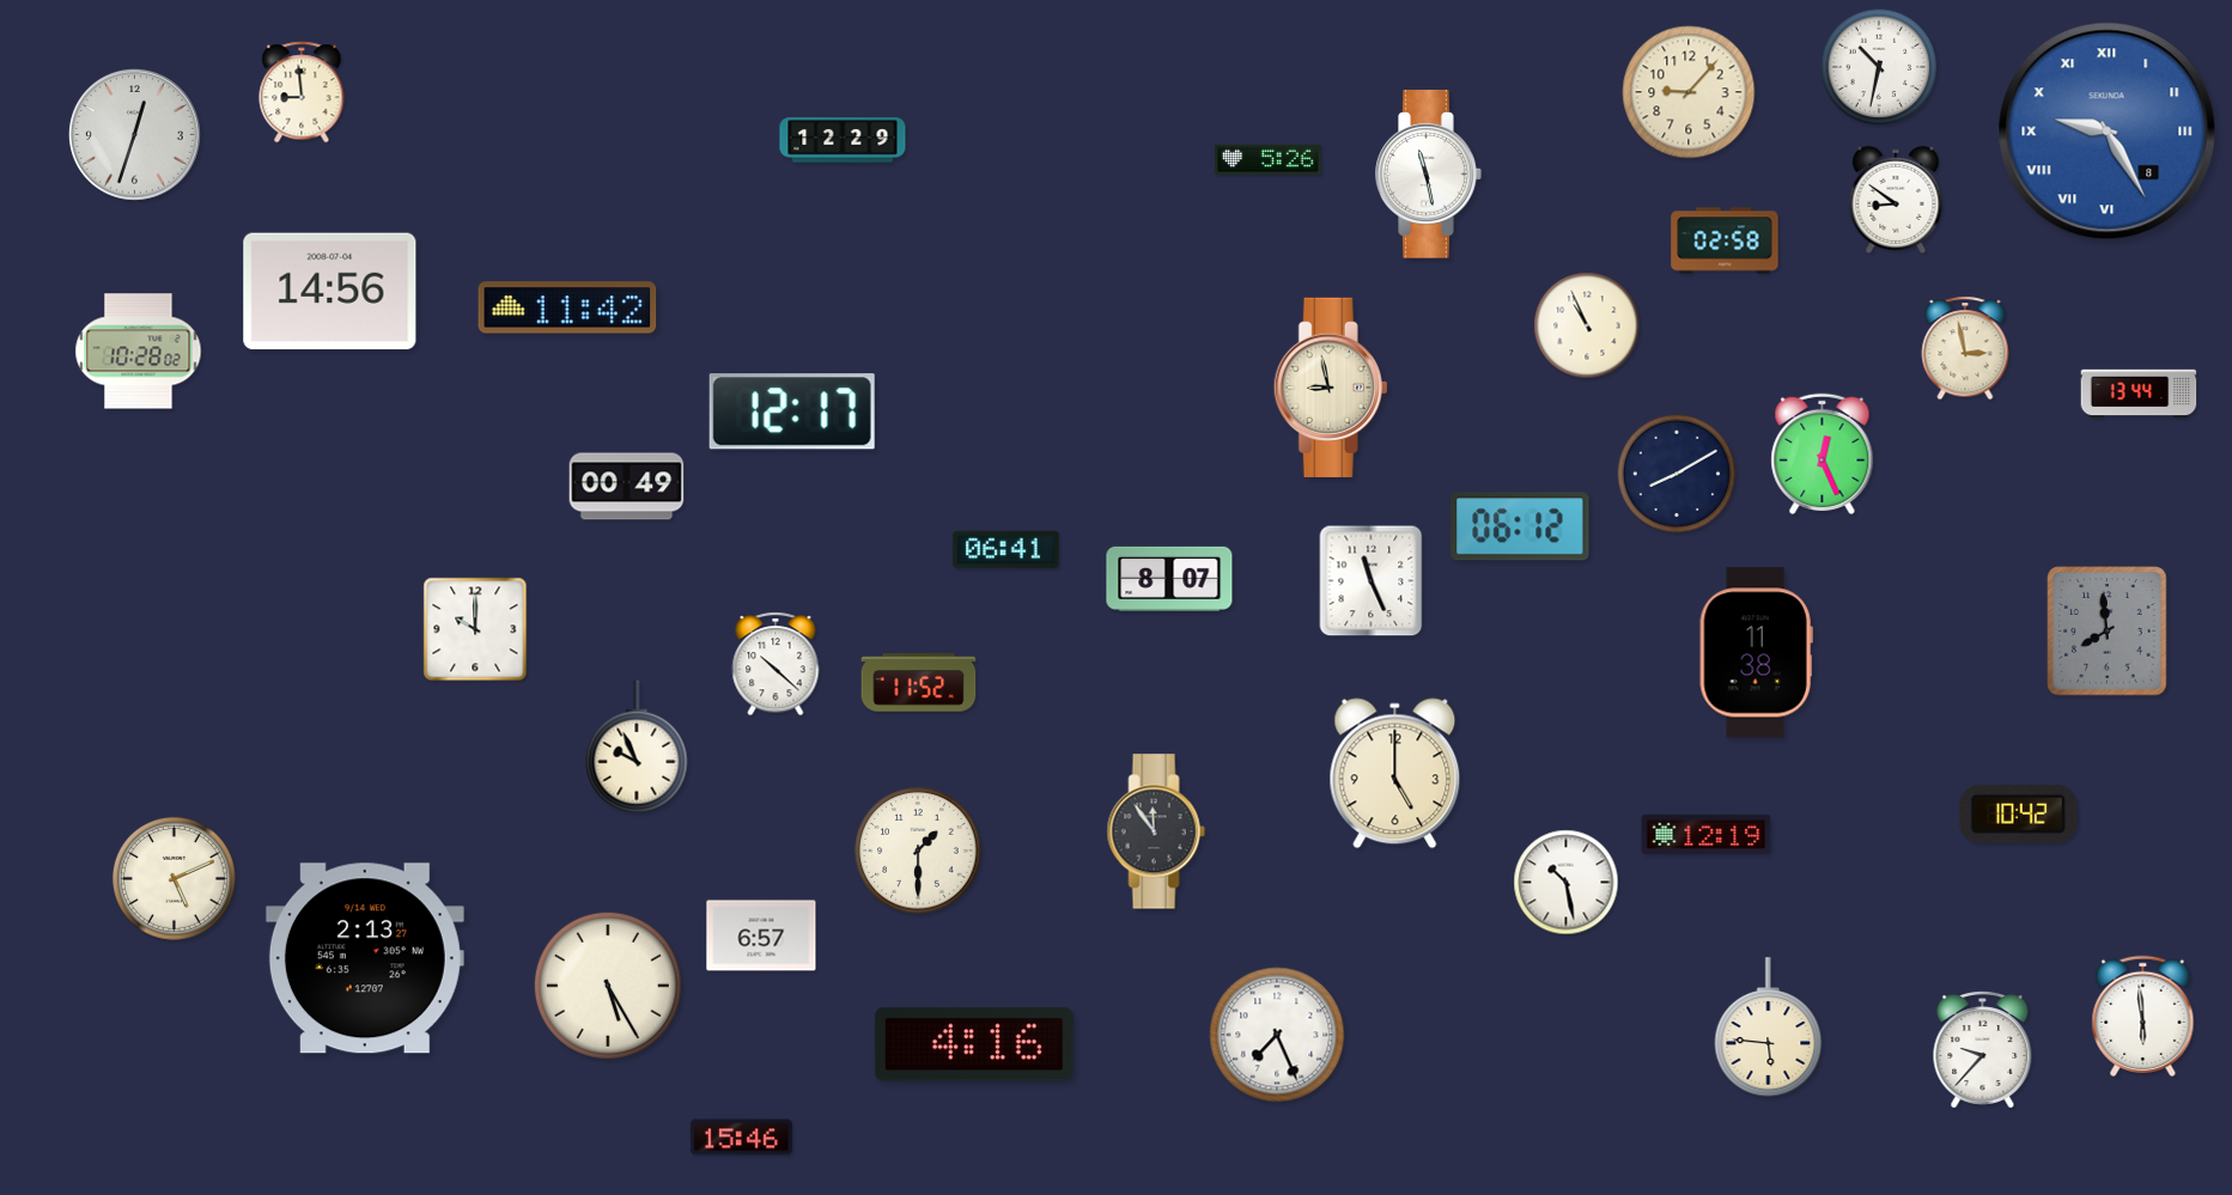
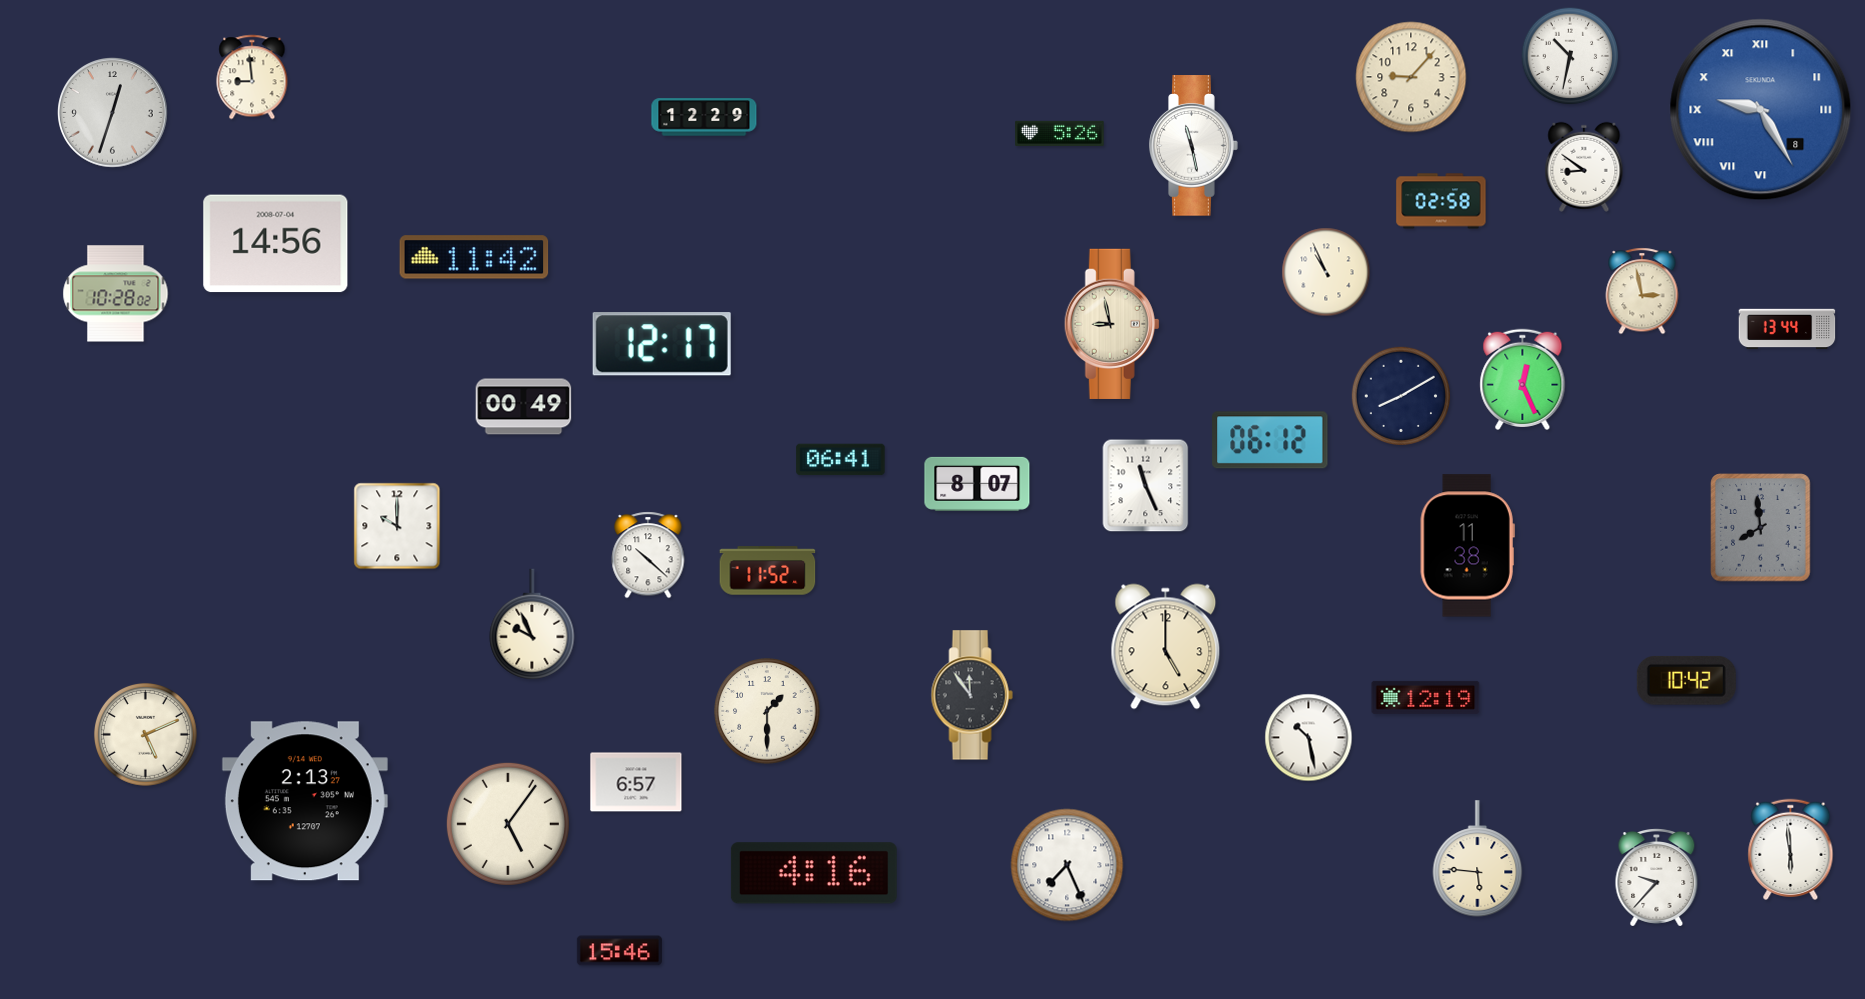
clock at (1156, 831) position: (1156, 831) -> (972, 695)
clock at (608, 986): 5:25 -> 5:06
